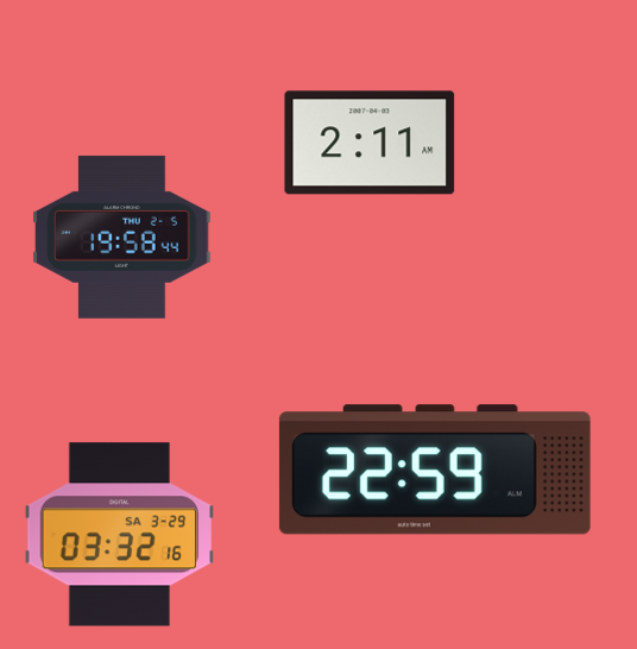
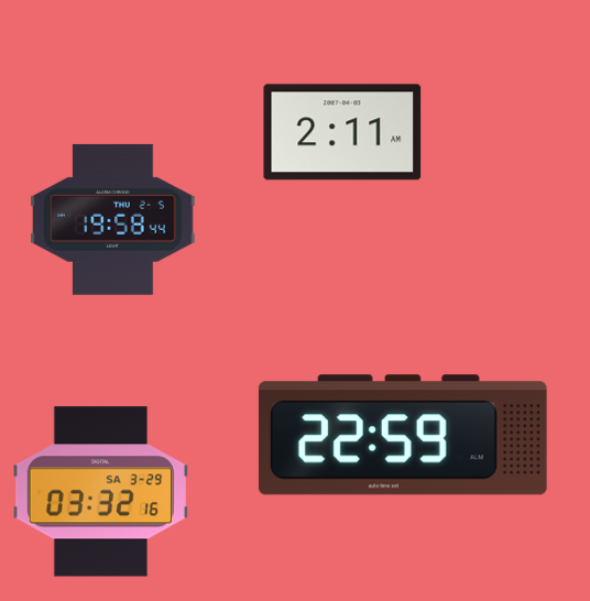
clock at (119, 535) position: (119, 535) -> (100, 492)
